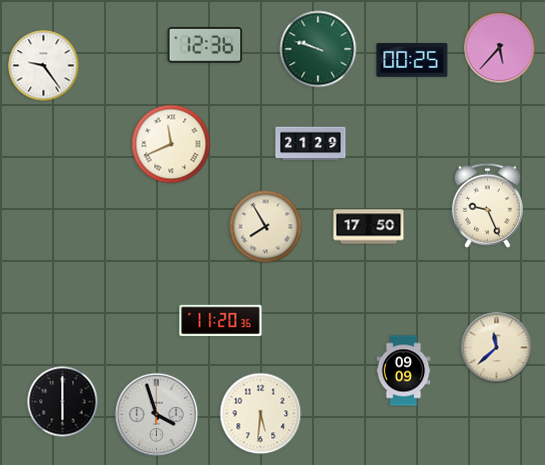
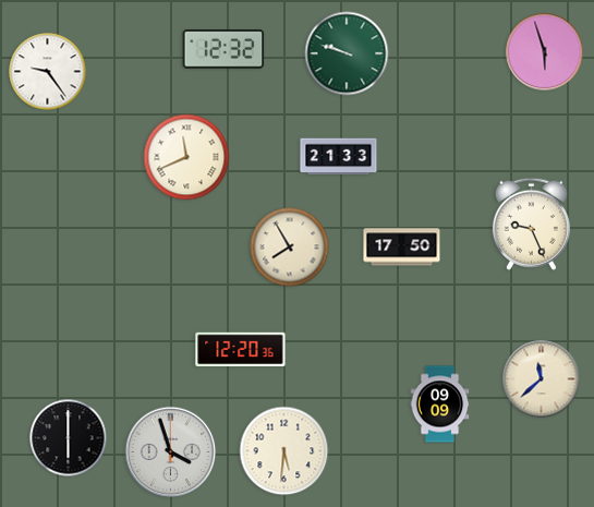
clock at (205, 46): 12:36 -> 12:32
clock at (500, 48): 5:37 -> 5:57
clock at (412, 60): 00:25 -> none
clock at (311, 144): 21:29 -> 21:33
clock at (221, 321): 11:20 -> 12:20
